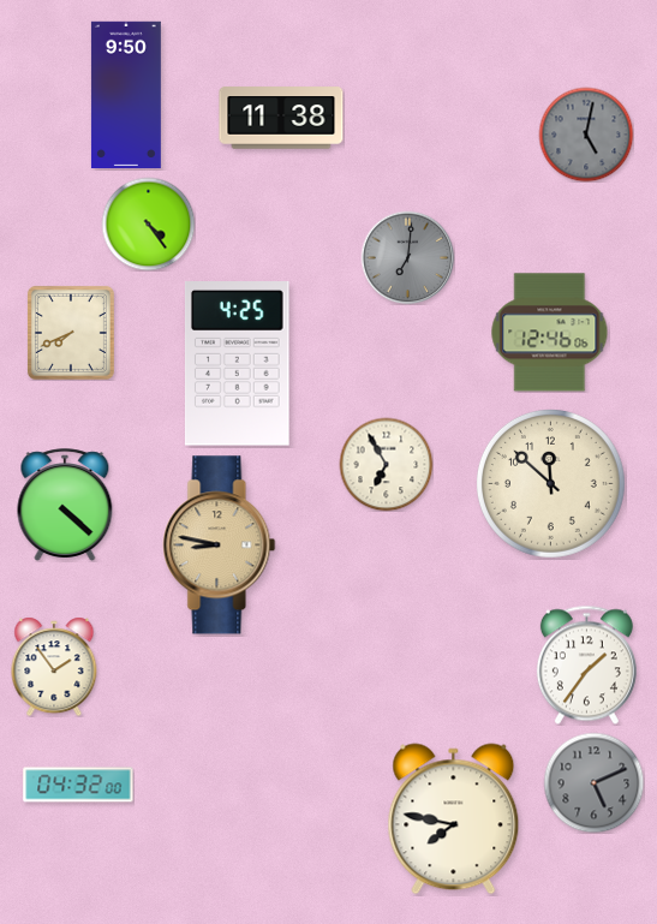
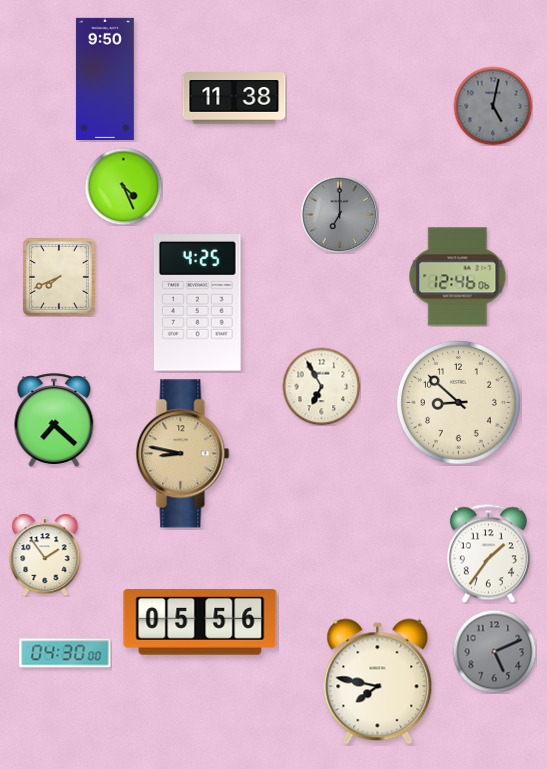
clock at (586, 135) position: (586, 135) -> (493, 106)
clock at (148, 223): 4:24 -> 4:26
clock at (407, 257): 7:01 -> 7:00
clock at (550, 483): 11:52 -> 8:52
clock at (65, 505): 4:22 -> 7:22
clock at (200, 622): none -> 05:56
clock at (78, 785): 04:32 -> 04:30
